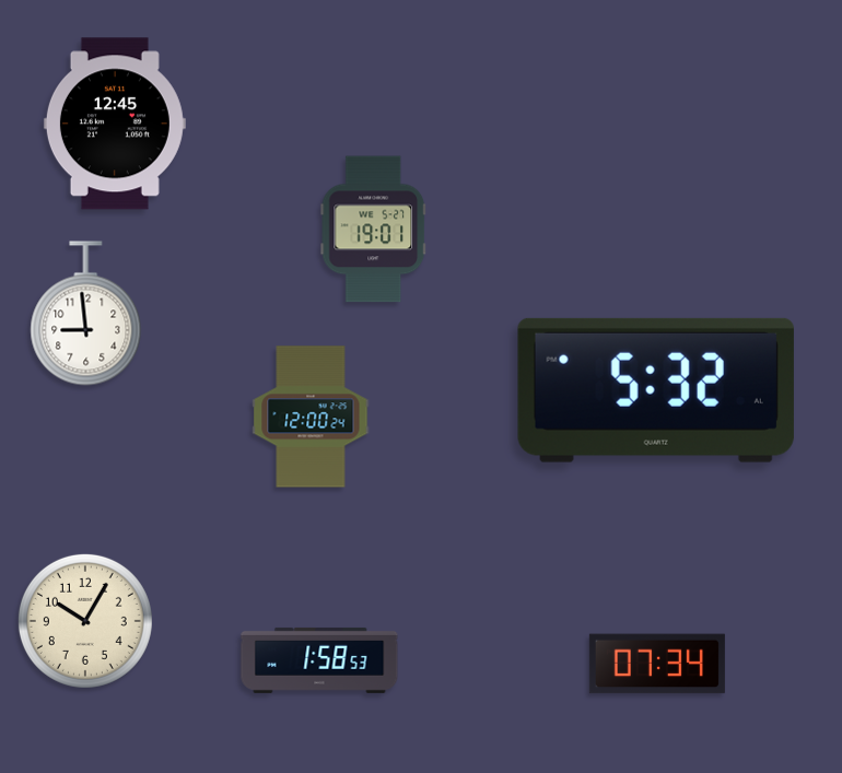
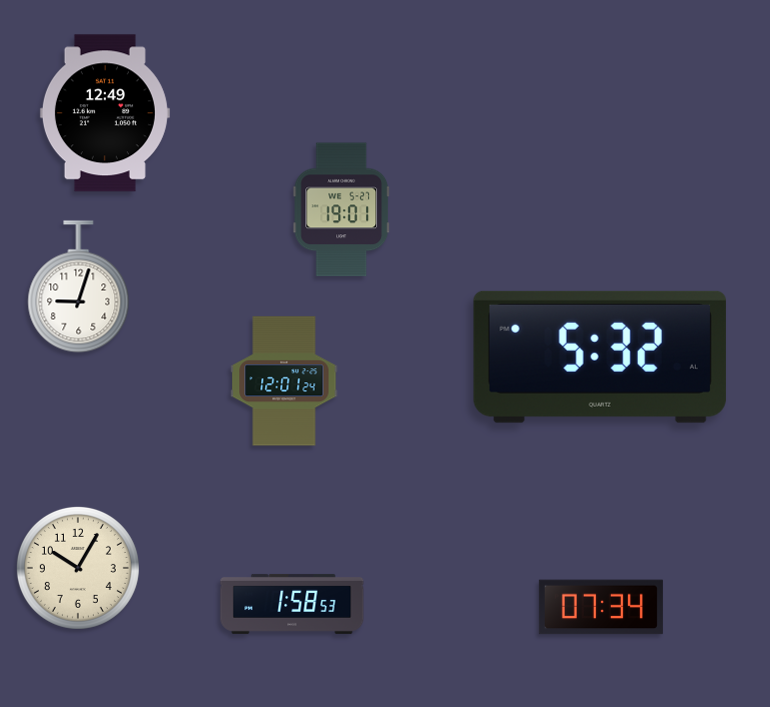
clock at (115, 124): 12:45 -> 12:49
clock at (86, 314): 8:59 -> 9:03
clock at (311, 417): 12:00 -> 12:01
